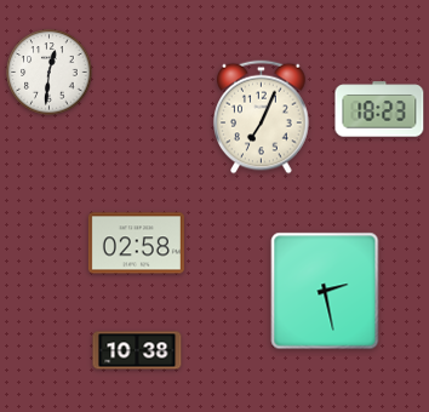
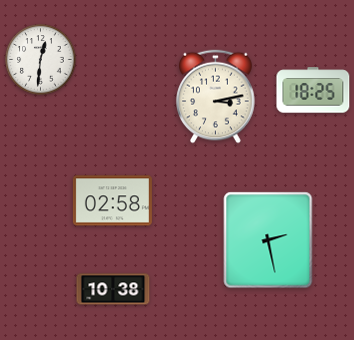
clock at (379, 109): 18:23 -> 18:25
clock at (262, 118): 7:04 -> 3:13
